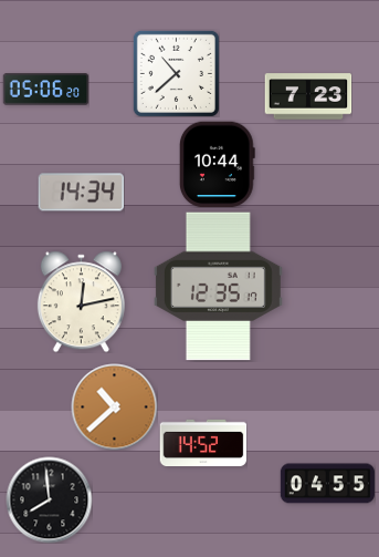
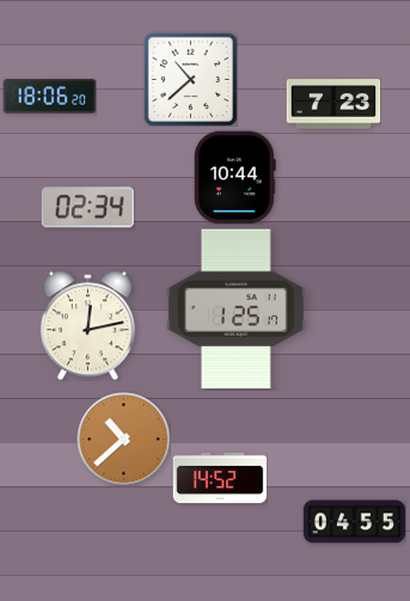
clock at (45, 90): 05:06 -> 18:06
clock at (81, 193): 14:34 -> 02:34
clock at (218, 287): 12:35 -> 1:25
clock at (49, 499): 7:59 -> none
